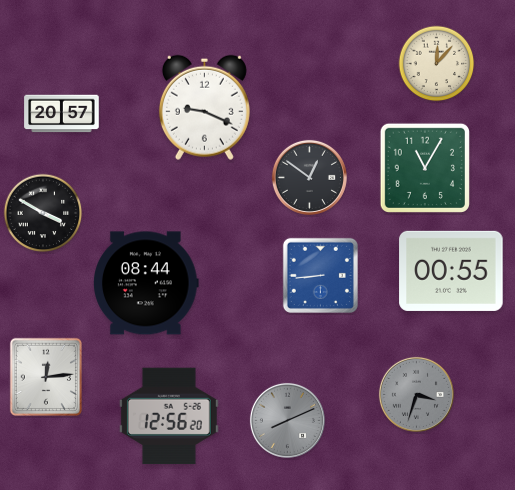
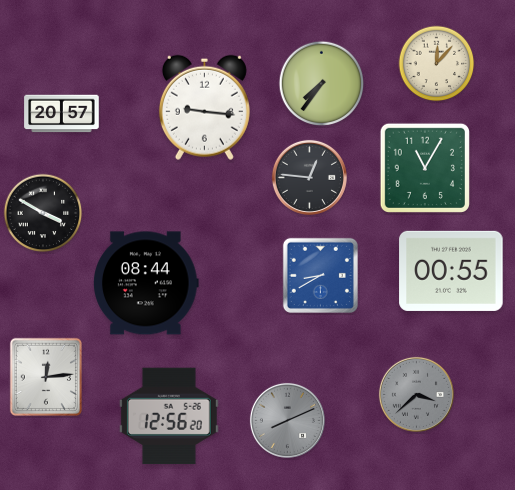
clock at (322, 84): none -> 7:36
clock at (204, 107): 9:19 -> 9:16
clock at (309, 177): 12:51 -> 12:46
clock at (320, 275): 8:44 -> 8:40
clock at (416, 394): 3:33 -> 3:38
